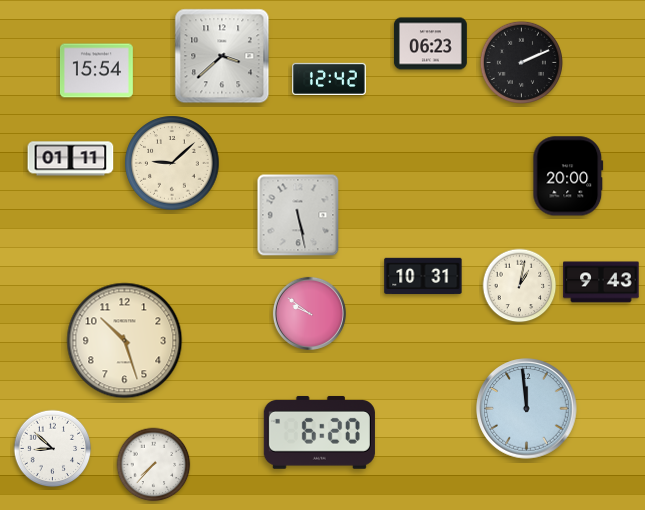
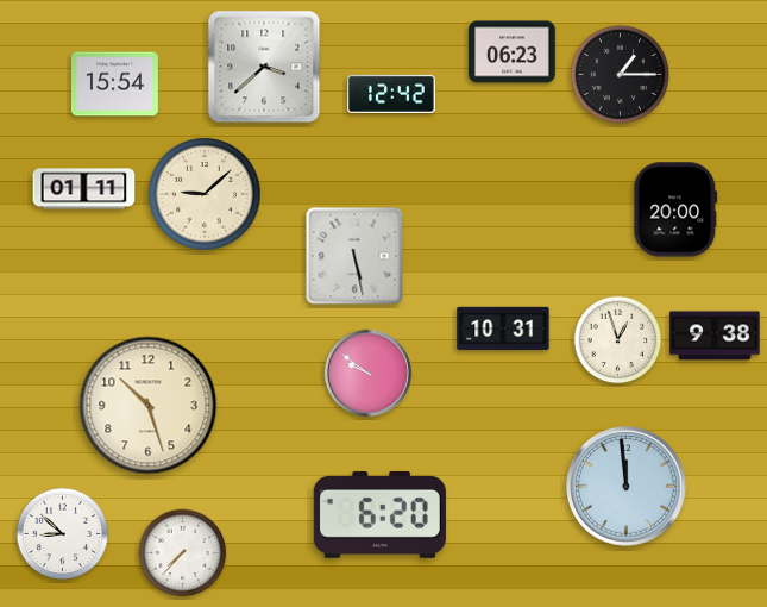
clock at (521, 62): 2:11 -> 1:15
clock at (601, 282): 9:43 -> 9:38
clock at (520, 286): 1:02 -> 12:57
